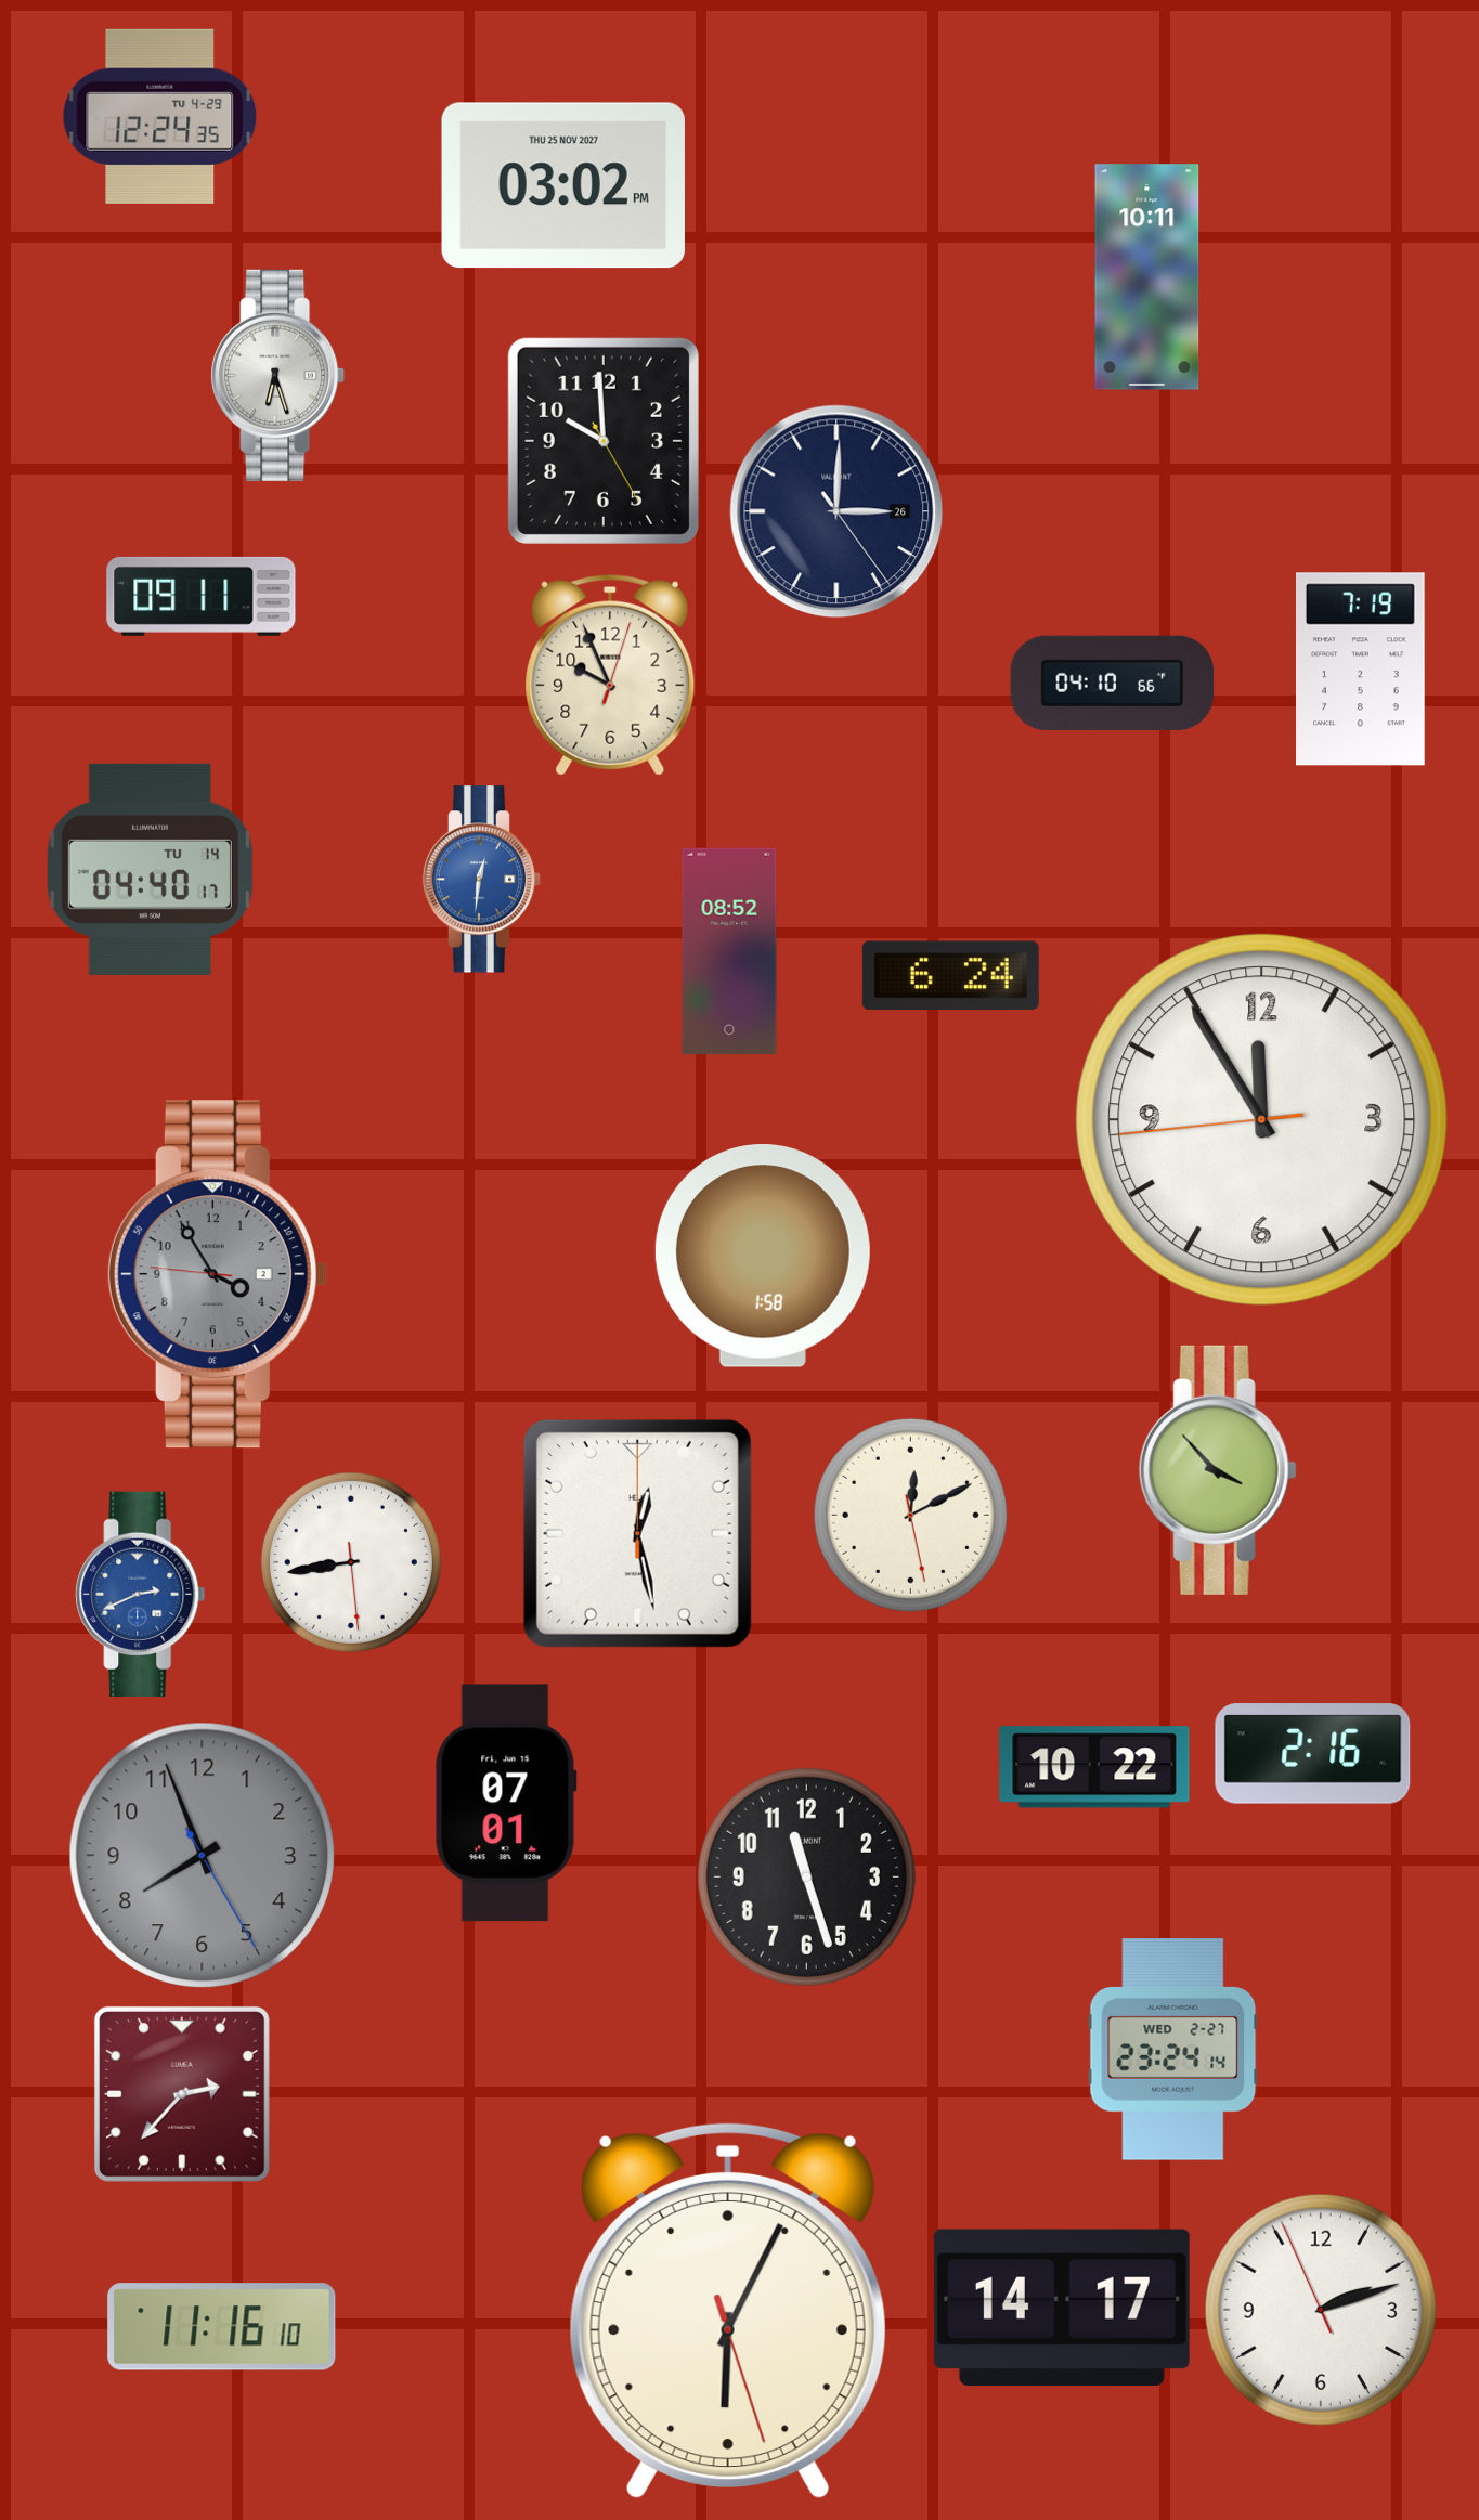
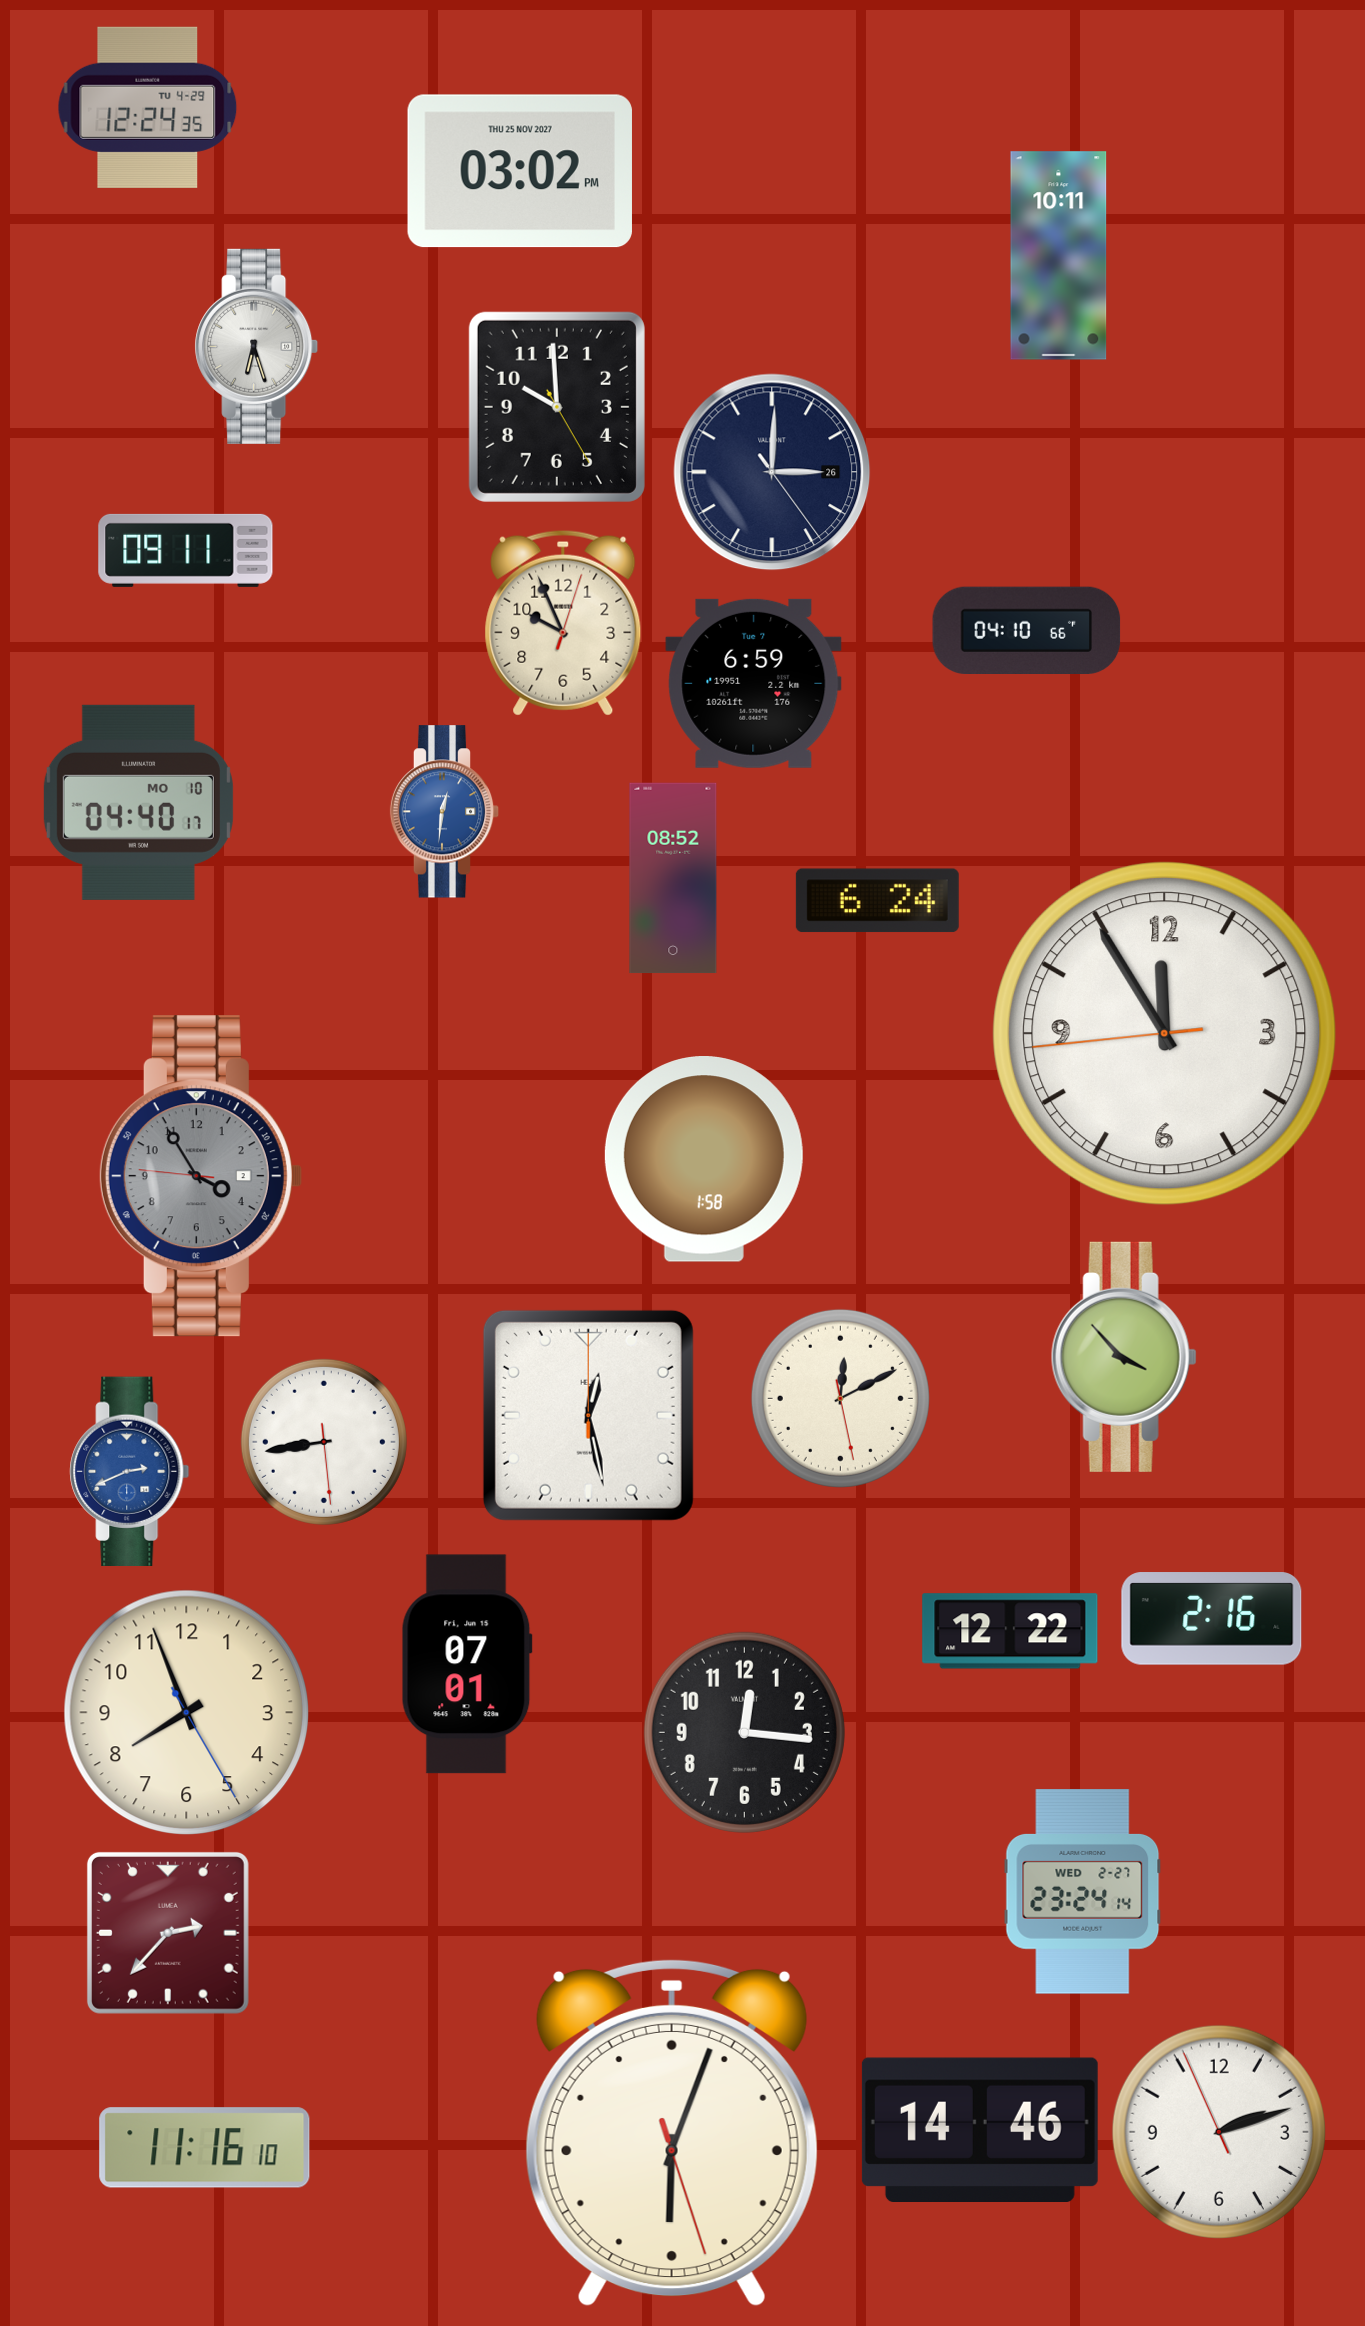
clock at (1361, 670): 7:19 -> none
clock at (754, 683): none -> 6:59
clock at (150, 869) date: TU 14 -> MO 10
clock at (1094, 1767): 10:22 -> 12:22
clock at (202, 1855) dial: grey -> cream
clock at (806, 1876): 11:27 -> 12:16
clock at (1062, 2307): 14:17 -> 14:46
clock at (728, 2311): 6:04 -> 6:03
